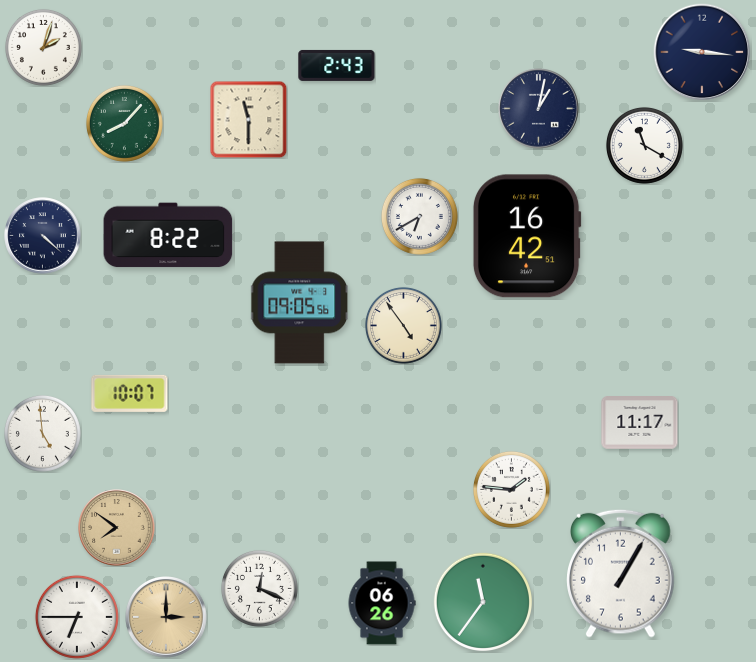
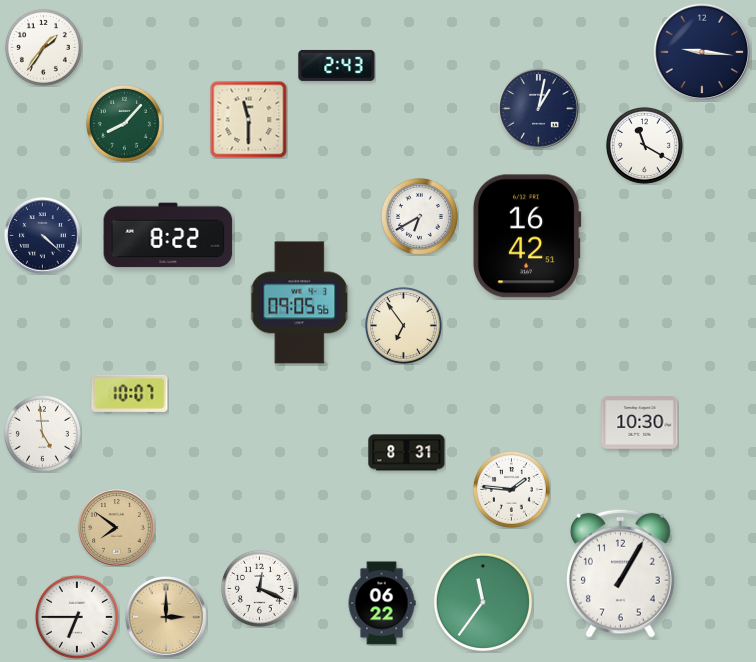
clock at (43, 47): 2:03 -> 1:36
clock at (403, 325): 4:54 -> 6:54
clock at (640, 423): 11:17 -> 10:30
clock at (407, 453): none -> 8:31
clock at (382, 603): 06:26 -> 06:22
